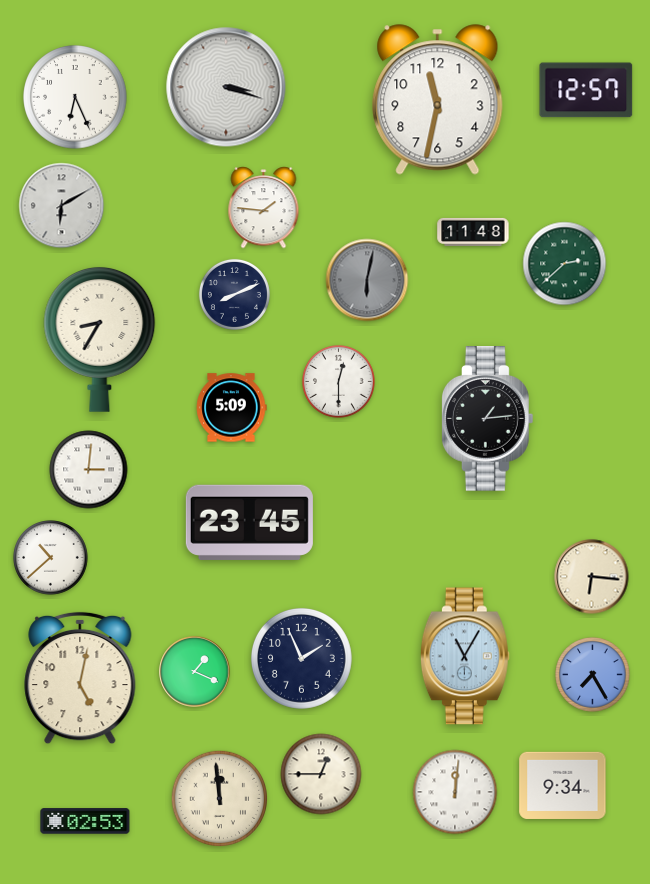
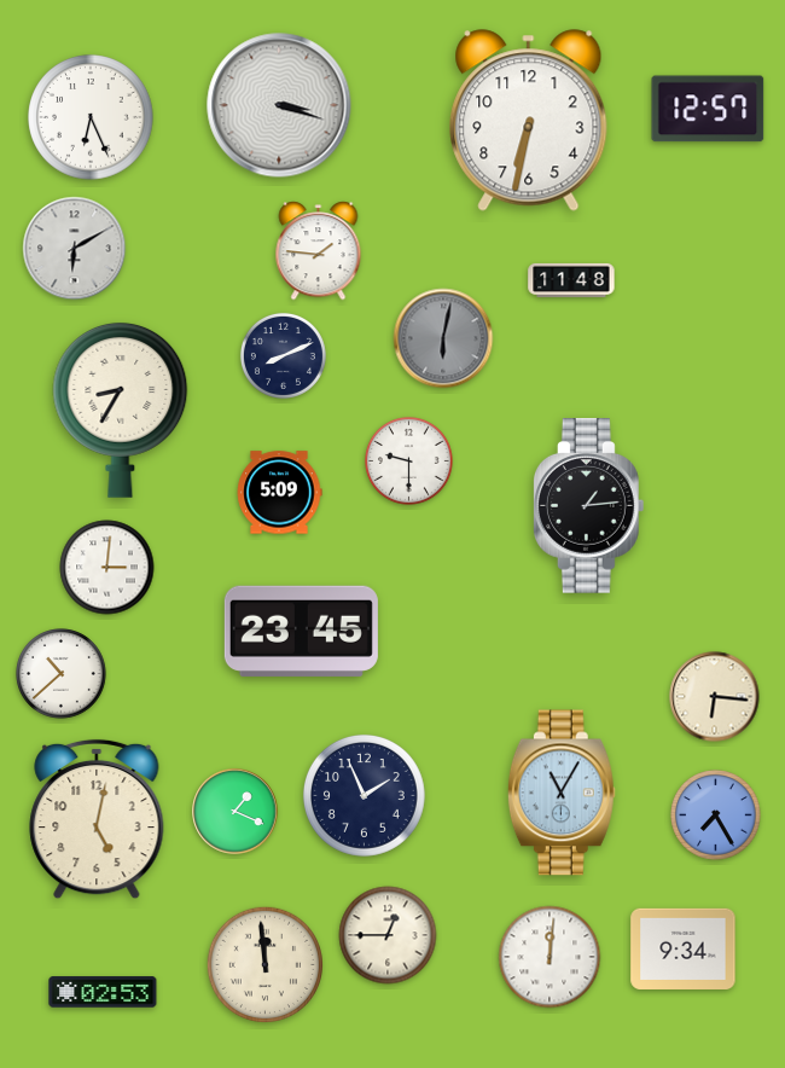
clock at (226, 87) position: (226, 87) -> (279, 105)
clock at (438, 100): 11:32 -> 6:32
clock at (565, 264): 2:38 -> none
clock at (339, 382): 12:30 -> 9:30
clock at (563, 785) position: (563, 785) -> (684, 948)
